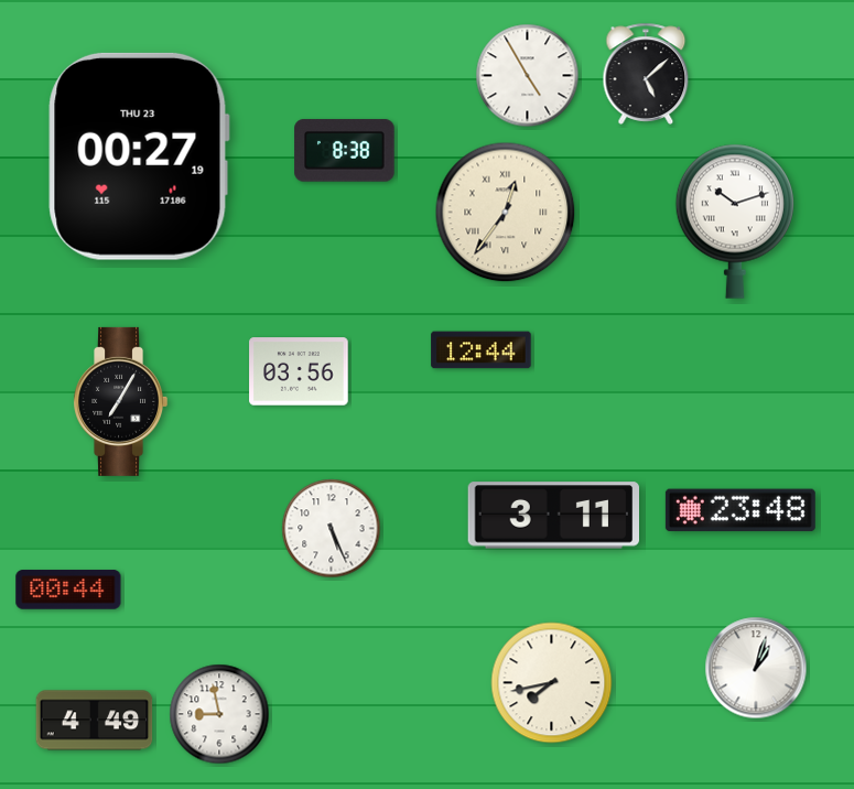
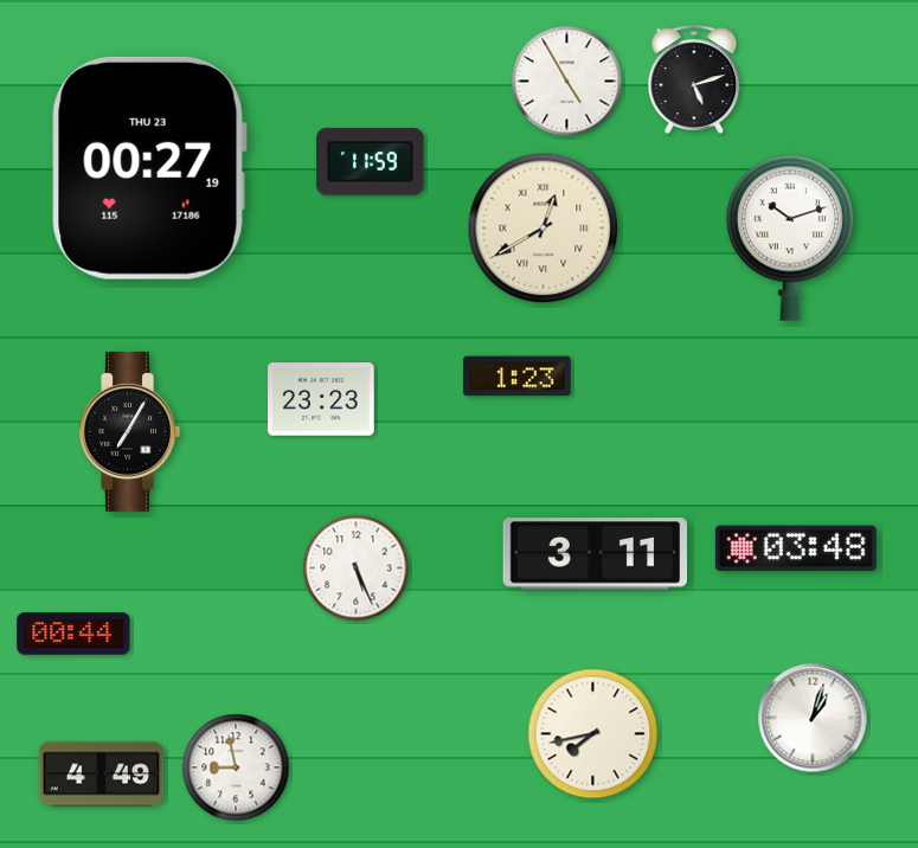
clock at (646, 74): 5:08 -> 5:12
clock at (345, 151): 8:38 -> 11:59
clock at (506, 213): 12:36 -> 12:40
clock at (482, 350): 12:44 -> 1:23
clock at (299, 371): 03:56 -> 23:23
clock at (741, 510): 23:48 -> 03:48
